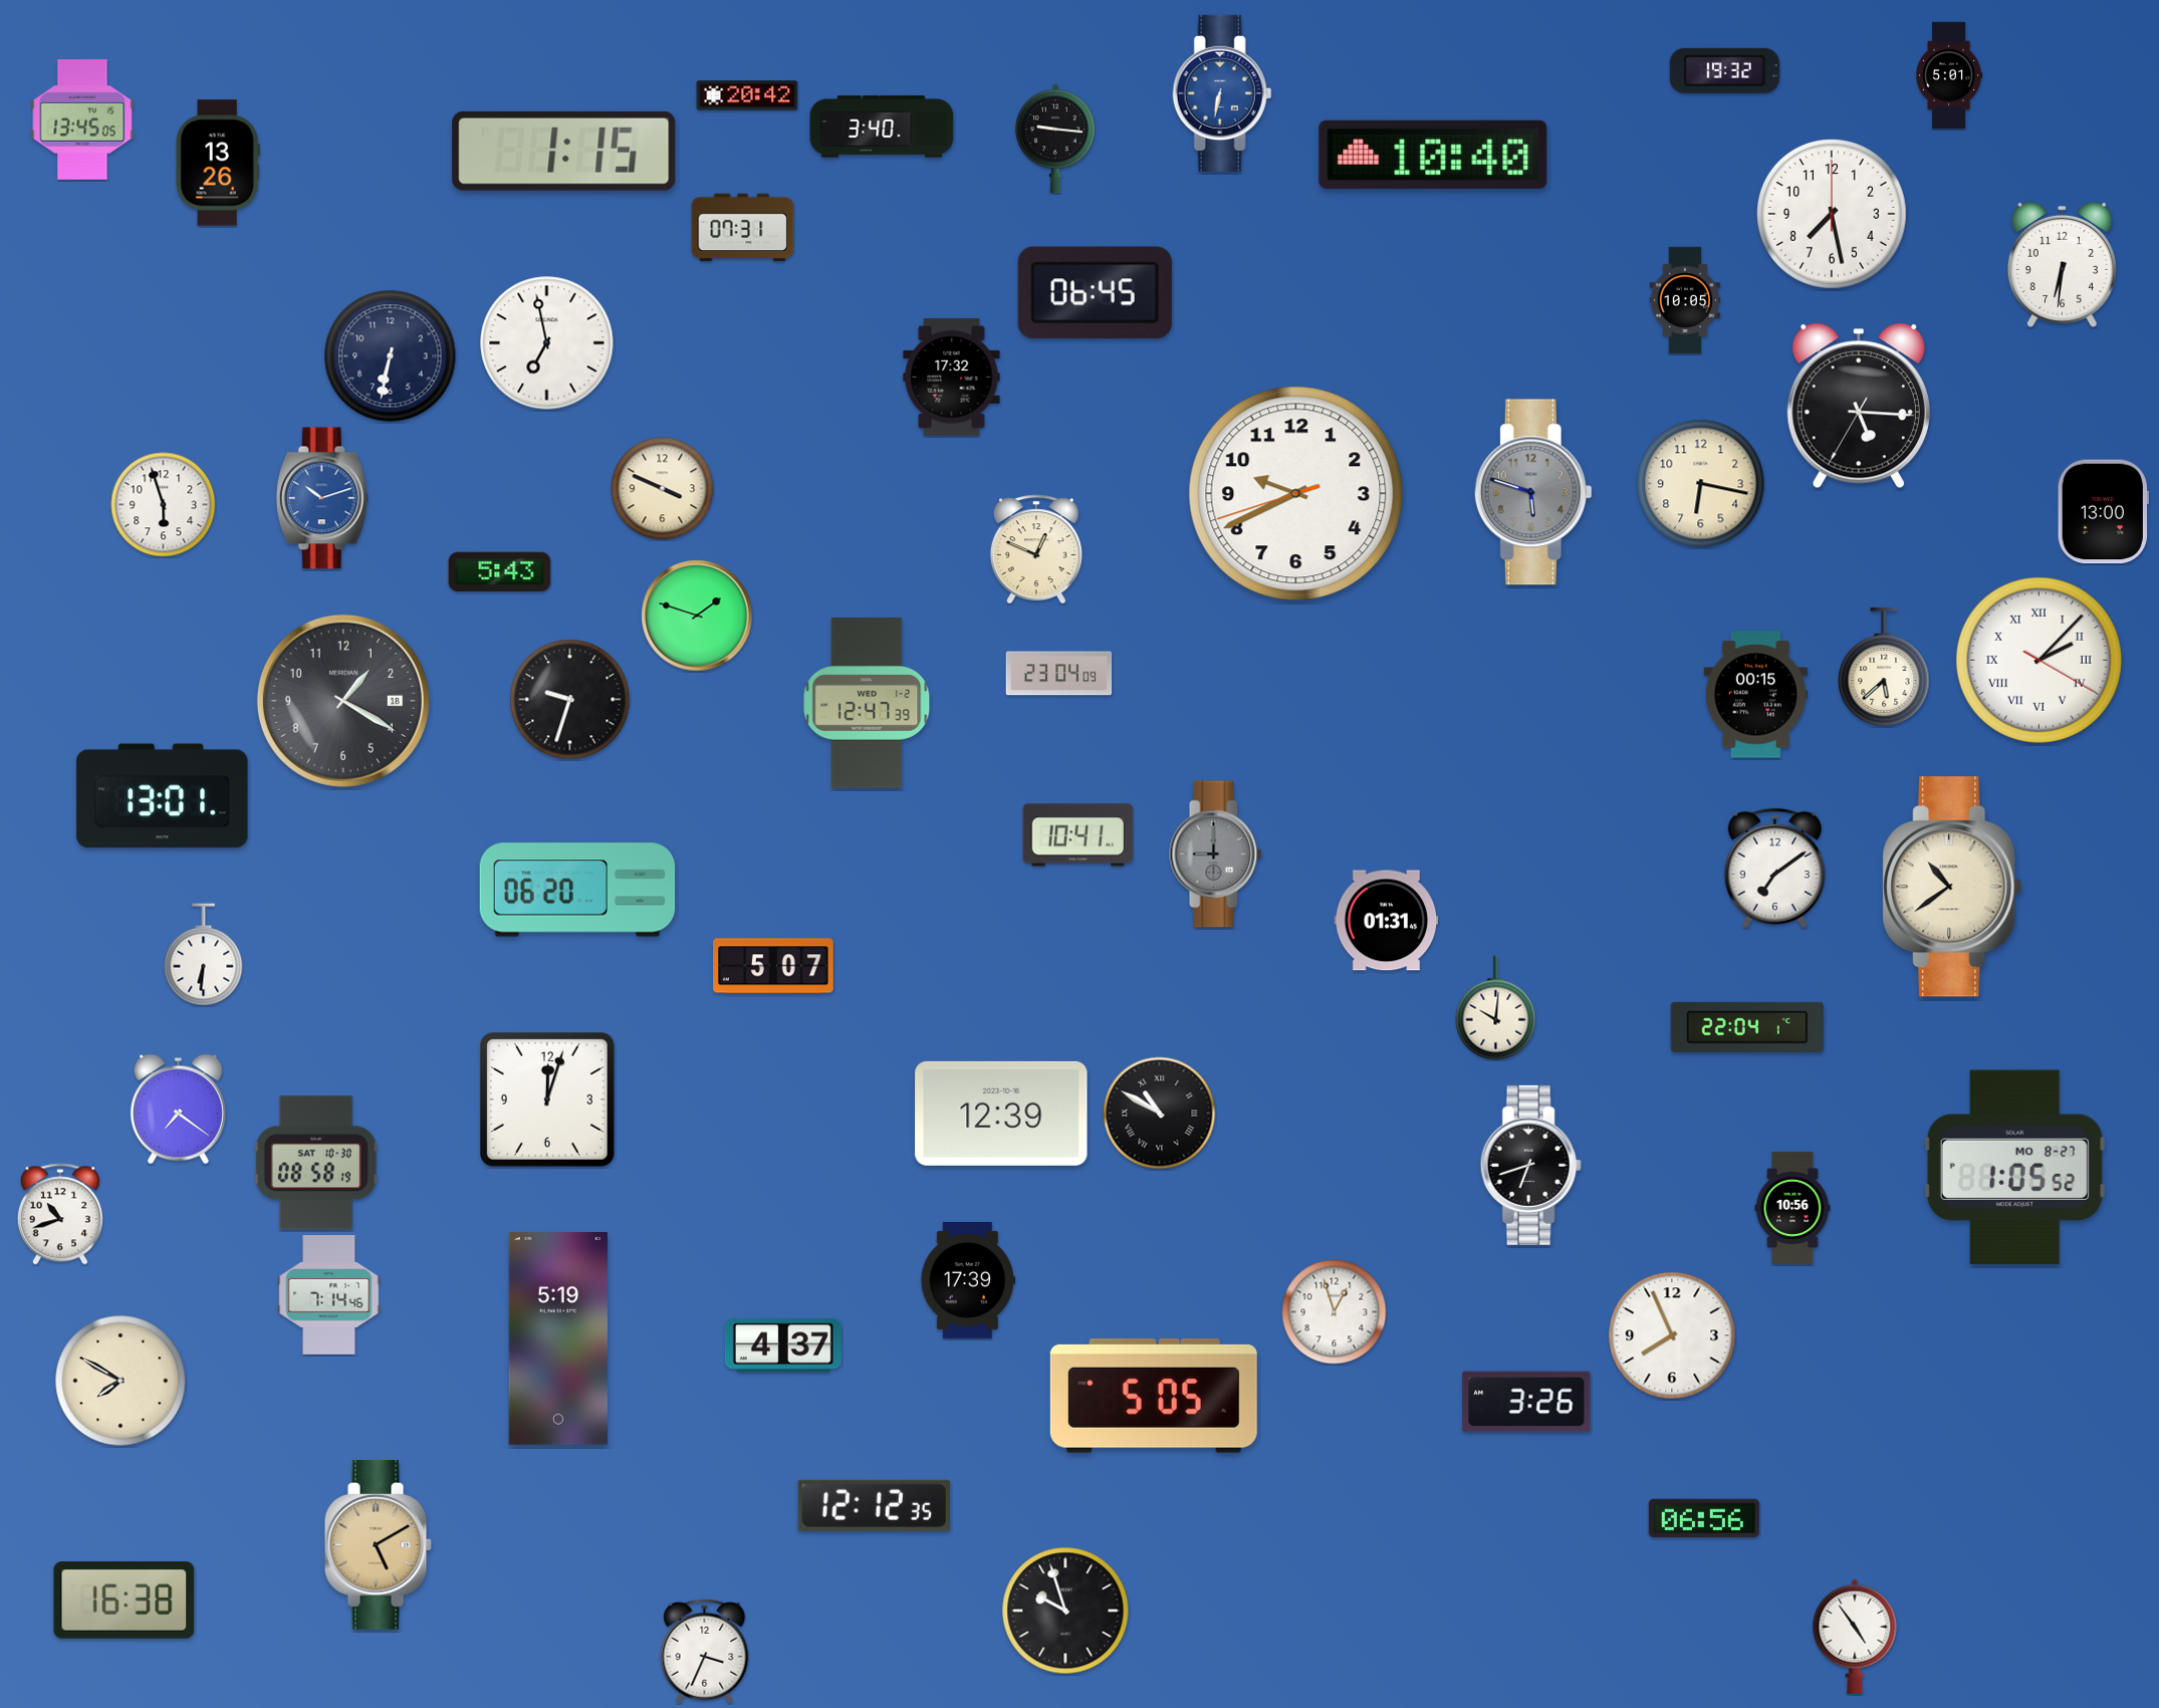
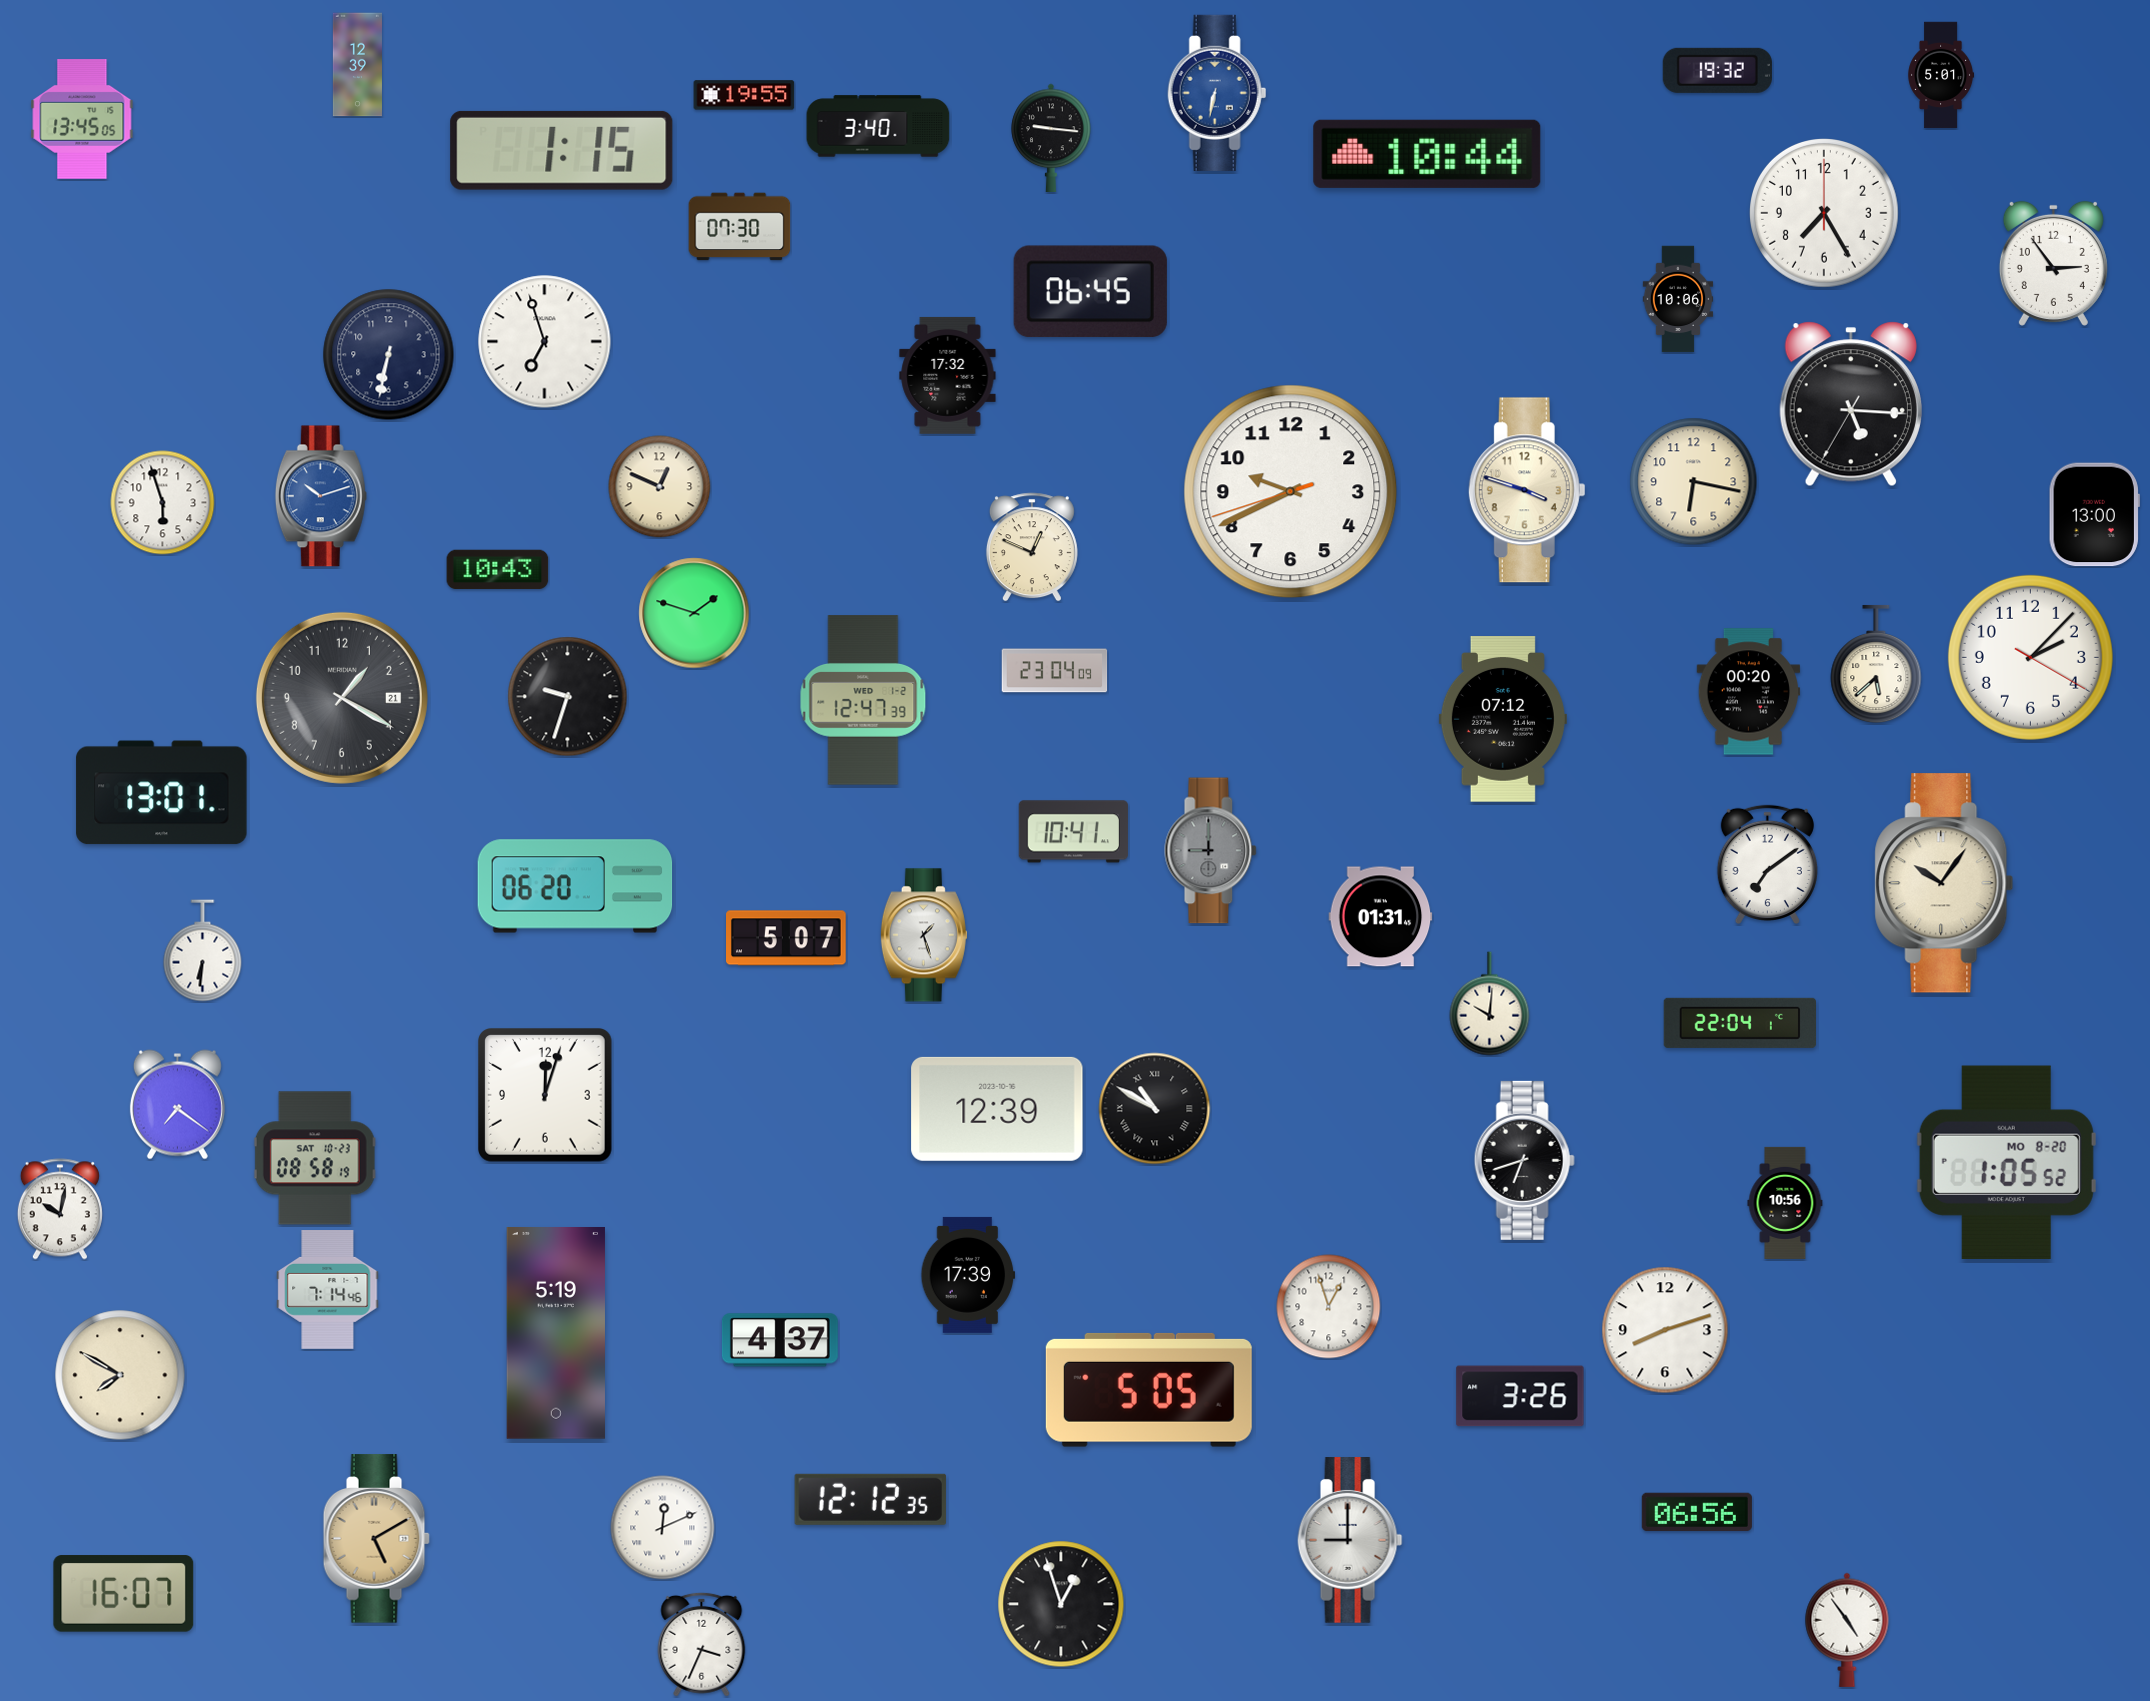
clock at (357, 65): none -> 12:39
clock at (747, 95): 20:42 -> 19:55
clock at (1433, 155): 10:40 -> 10:44
clock at (218, 163): 13:26 -> none
clock at (1833, 215): 7:28 -> 7:25
clock at (743, 228): 07:31 -> 07:30
clock at (2062, 264): 6:31 -> 2:54
clock at (1685, 300): 10:05 -> 10:06
clock at (547, 343): 6:58 -> 6:57
clock at (663, 489): 3:49 -> 12:49
clock at (1533, 492): 5:48 -> 3:48
clock at (1533, 492) dial: grey -> cream
clock at (2103, 512) position: (2103, 512) -> (2094, 515)
clock at (500, 572): 5:43 -> 10:43
clock at (2038, 660) numerals: Roman -> Arabic
clock at (1756, 695): 00:15 -> 00:20
clock at (343, 701) date: 18 -> 21
clock at (1503, 720): none -> 07:12
clock at (1952, 887): 10:39 -> 10:06
clock at (924, 935): none -> 1:27
clock at (774, 966) position: (774, 966) -> (787, 938)
clock at (316, 1163) date: SAT 10-30 -> SAT 10-23
clock at (2014, 1167) date: MO 8-27 -> MO 8-20
clock at (60, 1214): 10:42 -> 10:02
clock at (968, 1280) position: (968, 1280) -> (968, 1275)
clock at (1672, 1335): 7:56 -> 8:12
clock at (663, 1528): none -> 12:11
clock at (1350, 1541): none -> 9:00
clock at (125, 1601): 16:38 -> 16:07
clock at (1065, 1611): 9:57 -> 12:57
